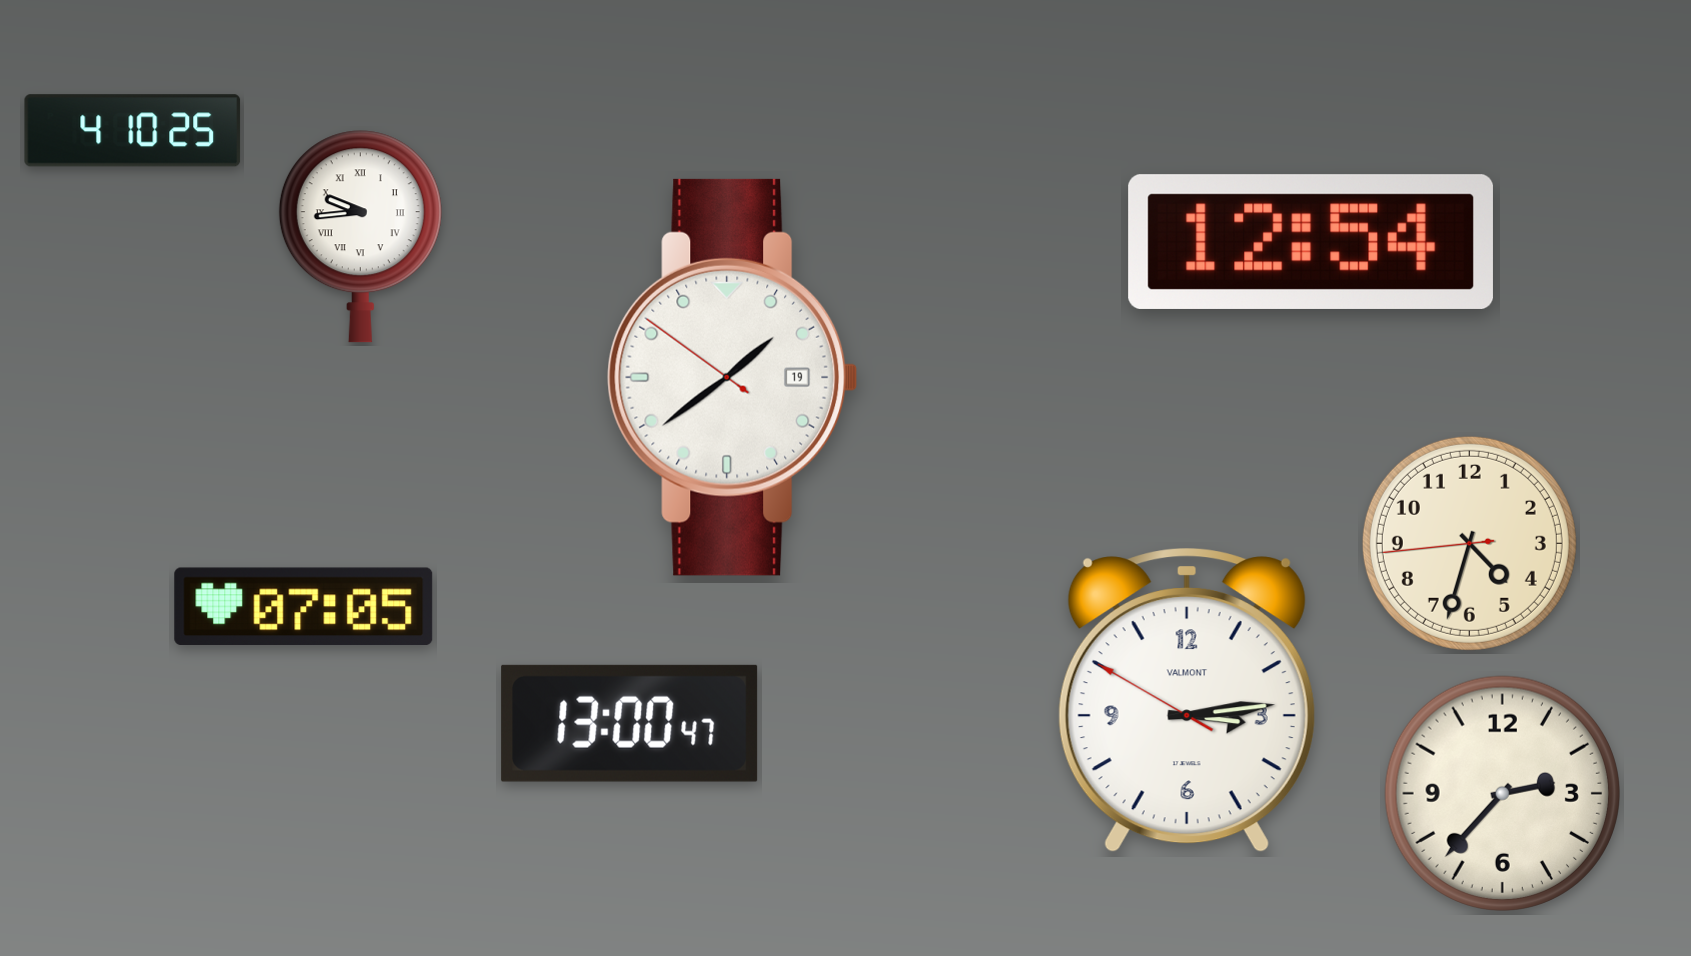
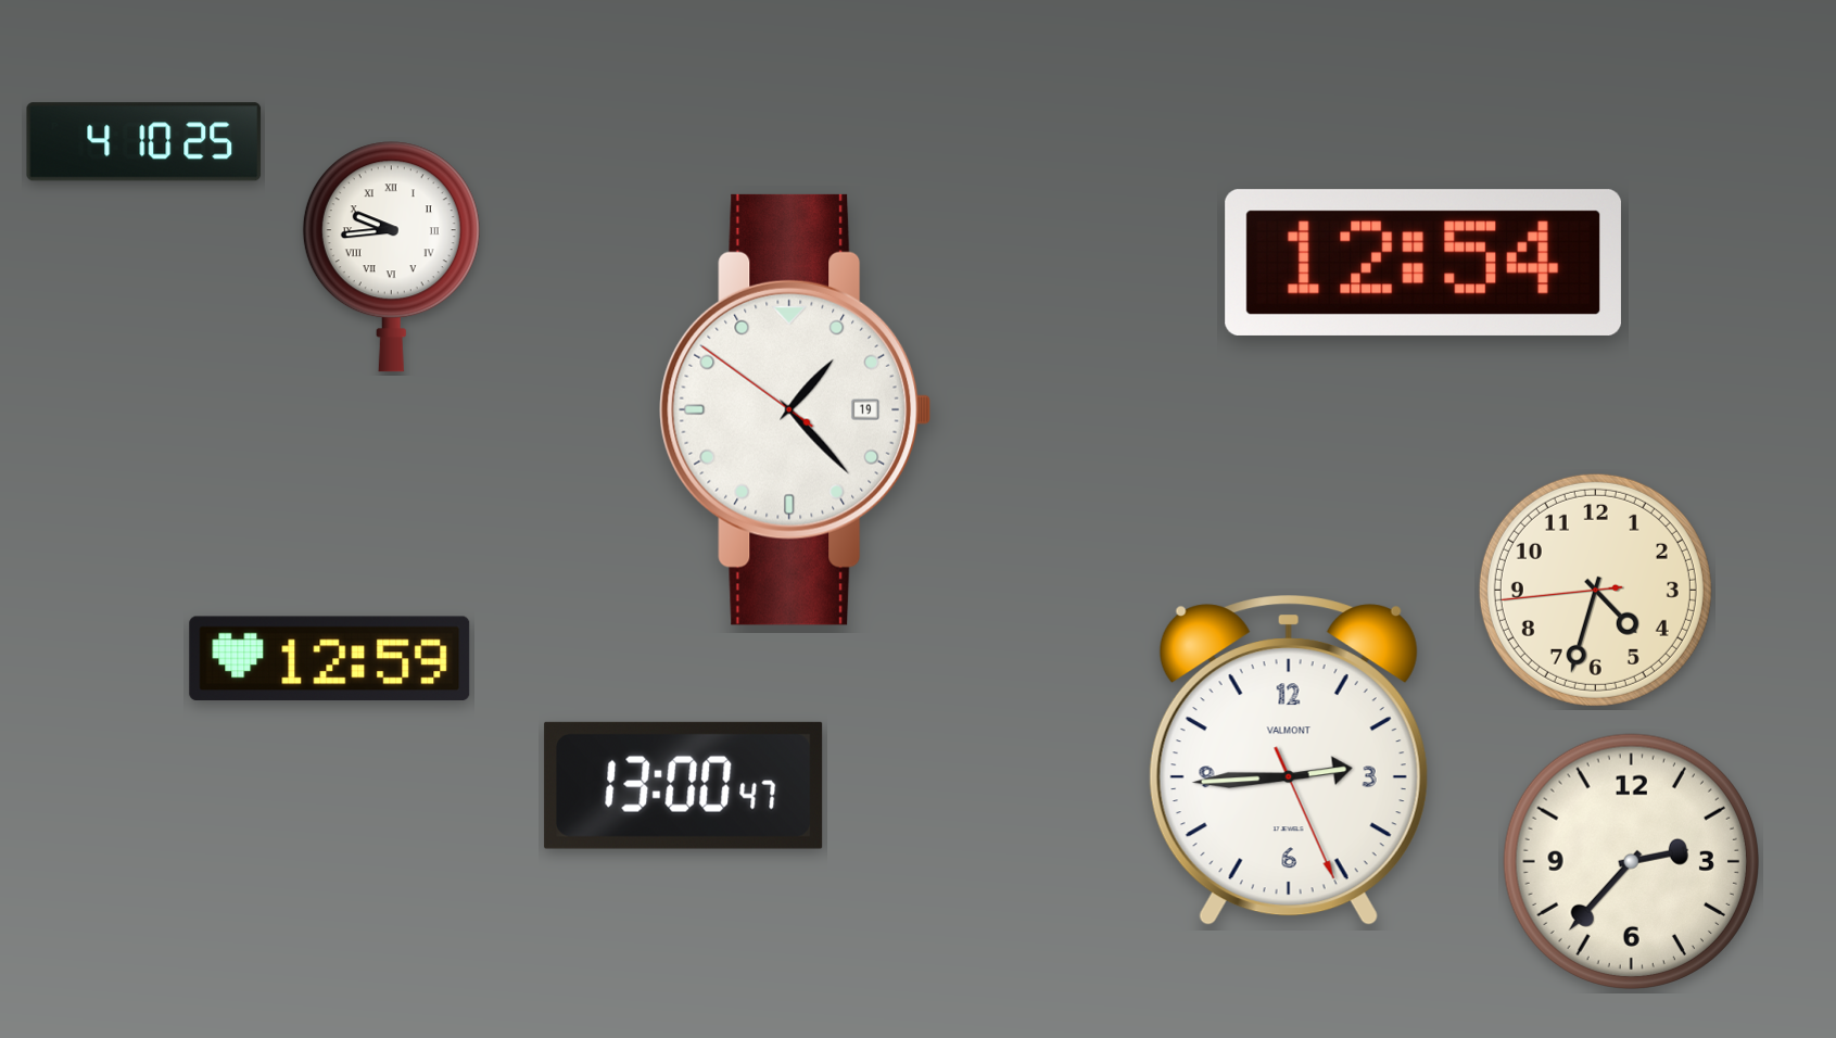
clock at (733, 377): 1:38 -> 1:22
clock at (304, 606): 07:05 -> 12:59
clock at (1187, 701): 3:13 -> 2:44
